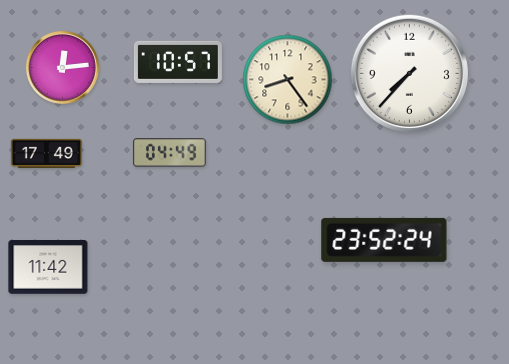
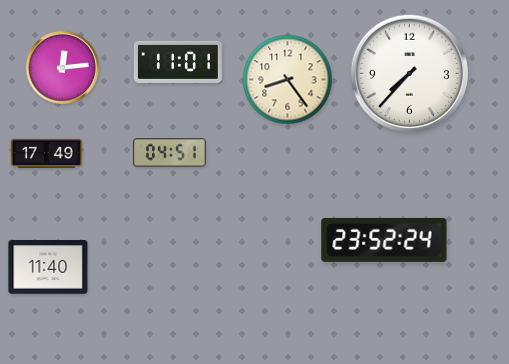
clock at (178, 62): 10:57 -> 11:01
clock at (169, 153): 04:49 -> 04:51
clock at (48, 267): 11:42 -> 11:40
